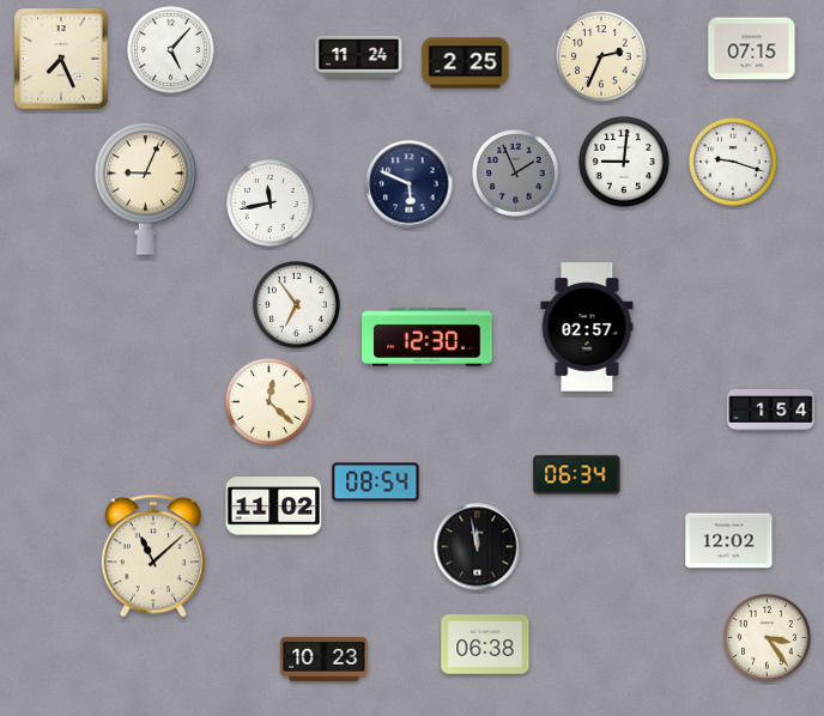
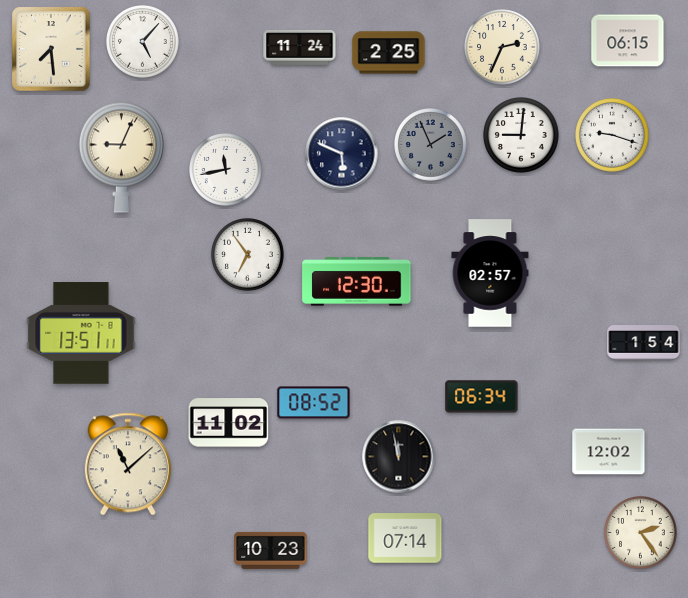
clock at (752, 49): 07:15 -> 06:15
clock at (61, 59): 7:26 -> 7:29
clock at (81, 333): none -> 13:51
clock at (269, 402): 12:22 -> none
clock at (376, 483): 08:54 -> 08:52
clock at (768, 638): 3:24 -> 2:24
clock at (485, 644): 06:38 -> 07:14
